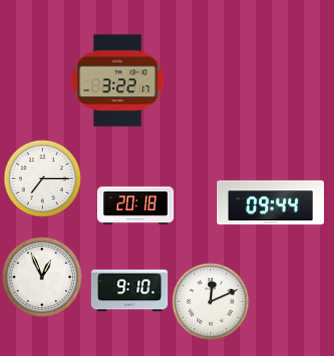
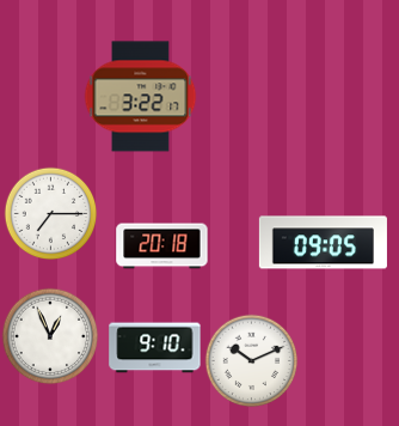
clock at (270, 203): 09:44 -> 09:05
clock at (42, 277) position: (42, 277) -> (50, 336)
clock at (210, 301): 12:11 -> 10:11
